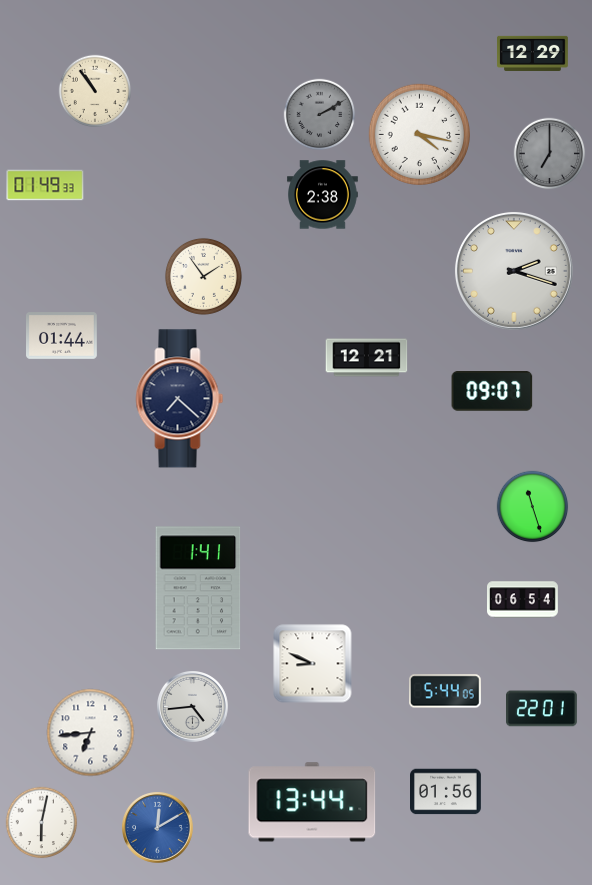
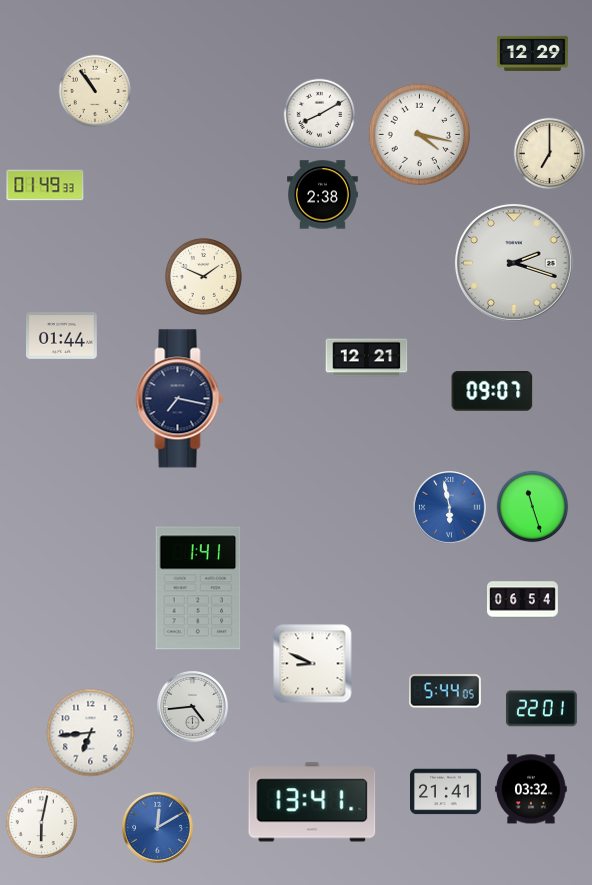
clock at (320, 115): 2:10 -> 8:10
clock at (320, 115) dial: grey -> white
clock at (550, 154) dial: grey -> cream
clock at (514, 271) position: (514, 271) -> (514, 263)
clock at (203, 276): 1:54 -> 1:49
clock at (180, 399): 7:22 -> 7:17
clock at (450, 508): none -> 5:58
clock at (531, 789): none -> 03:32
clock at (446, 792): 01:56 -> 21:41
clock at (312, 802): 13:44 -> 13:41
